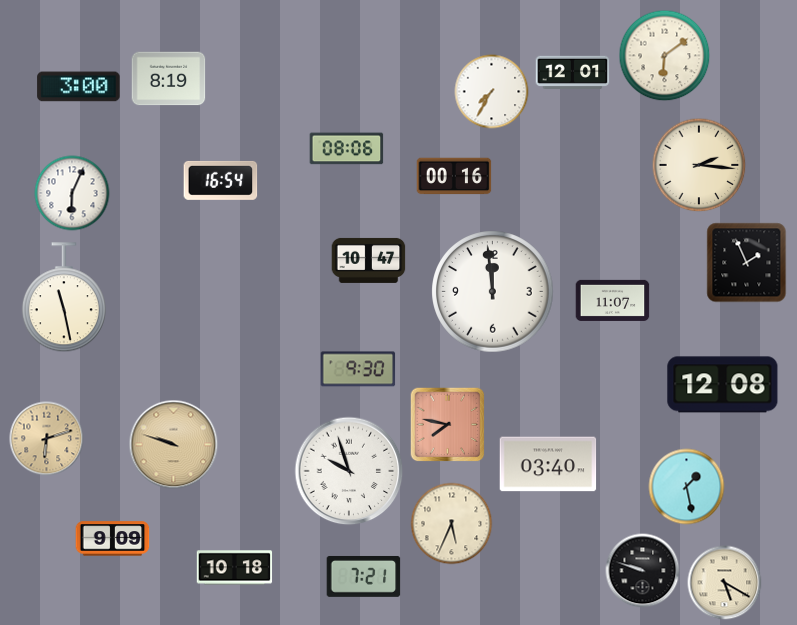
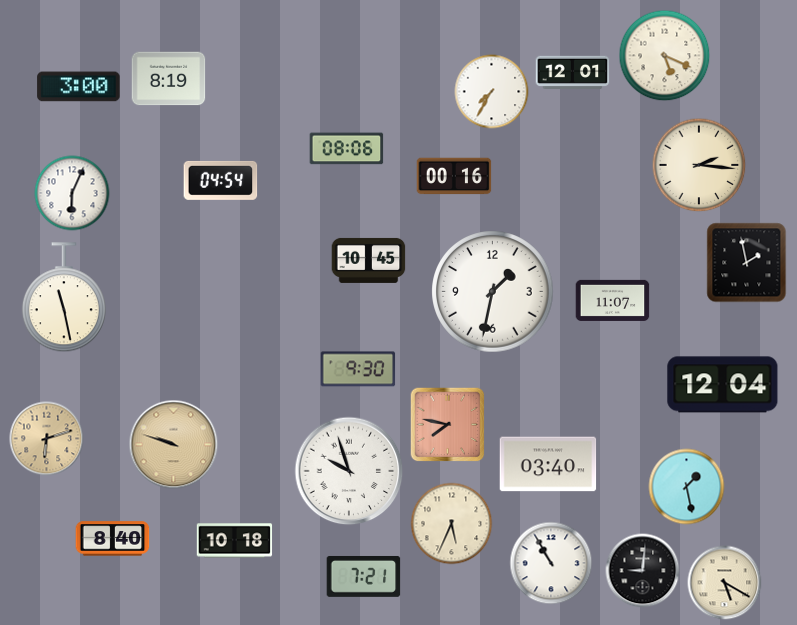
clock at (665, 56): 6:09 -> 5:19
clock at (221, 180): 16:54 -> 04:54
clock at (369, 260): 10:47 -> 10:45
clock at (747, 263): 1:56 -> 1:58
clock at (493, 292): 11:59 -> 1:32
clock at (723, 385): 12:08 -> 12:04
clock at (113, 539): 9:09 -> 8:40
clock at (551, 563): none -> 10:55
clock at (235, 568) position: (235, 568) -> (235, 541)
clock at (643, 571): 9:48 -> 9:01
